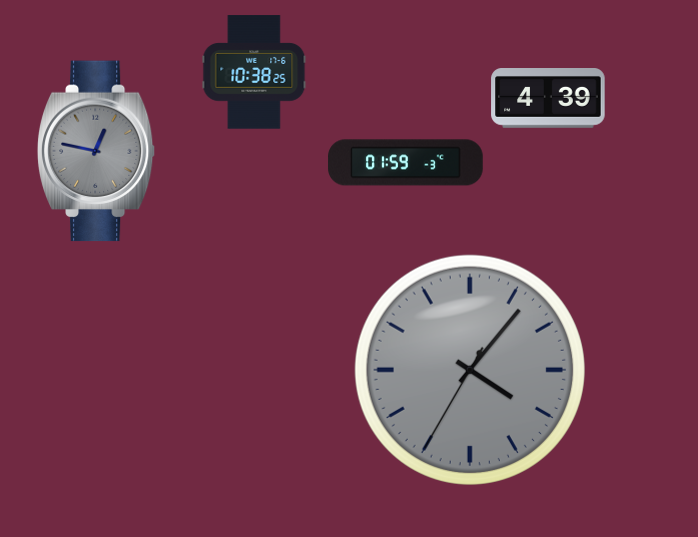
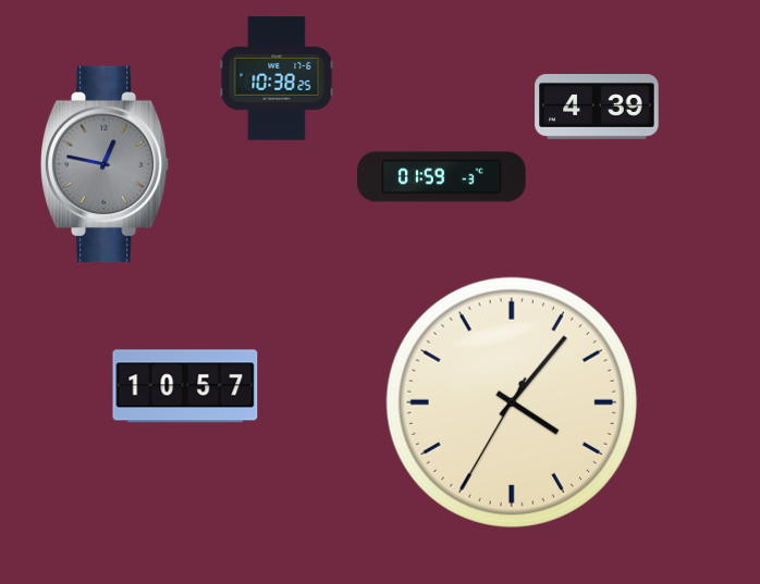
clock at (185, 386): none -> 10:57
clock at (470, 370) dial: grey -> cream
